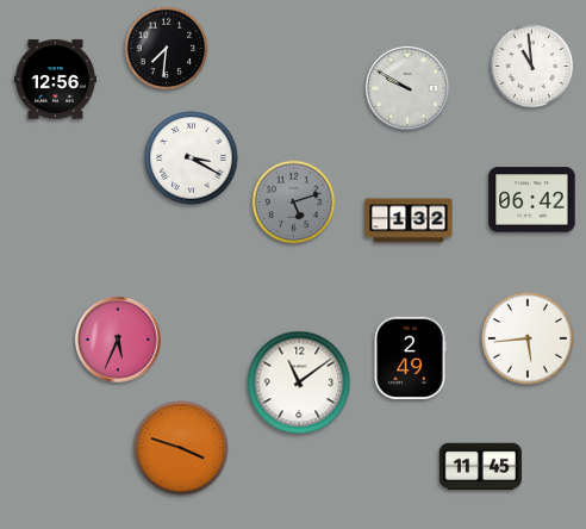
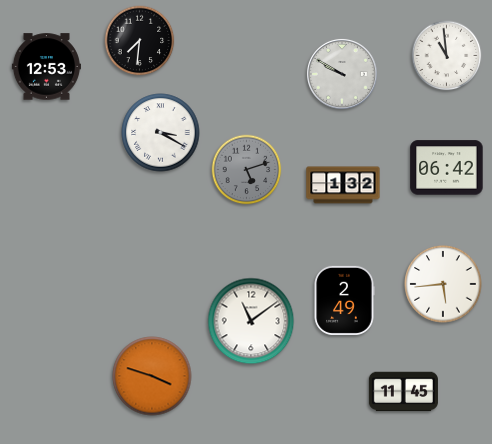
clock at (55, 80): 12:56 -> 12:53
clock at (118, 340): 5:34 -> none
